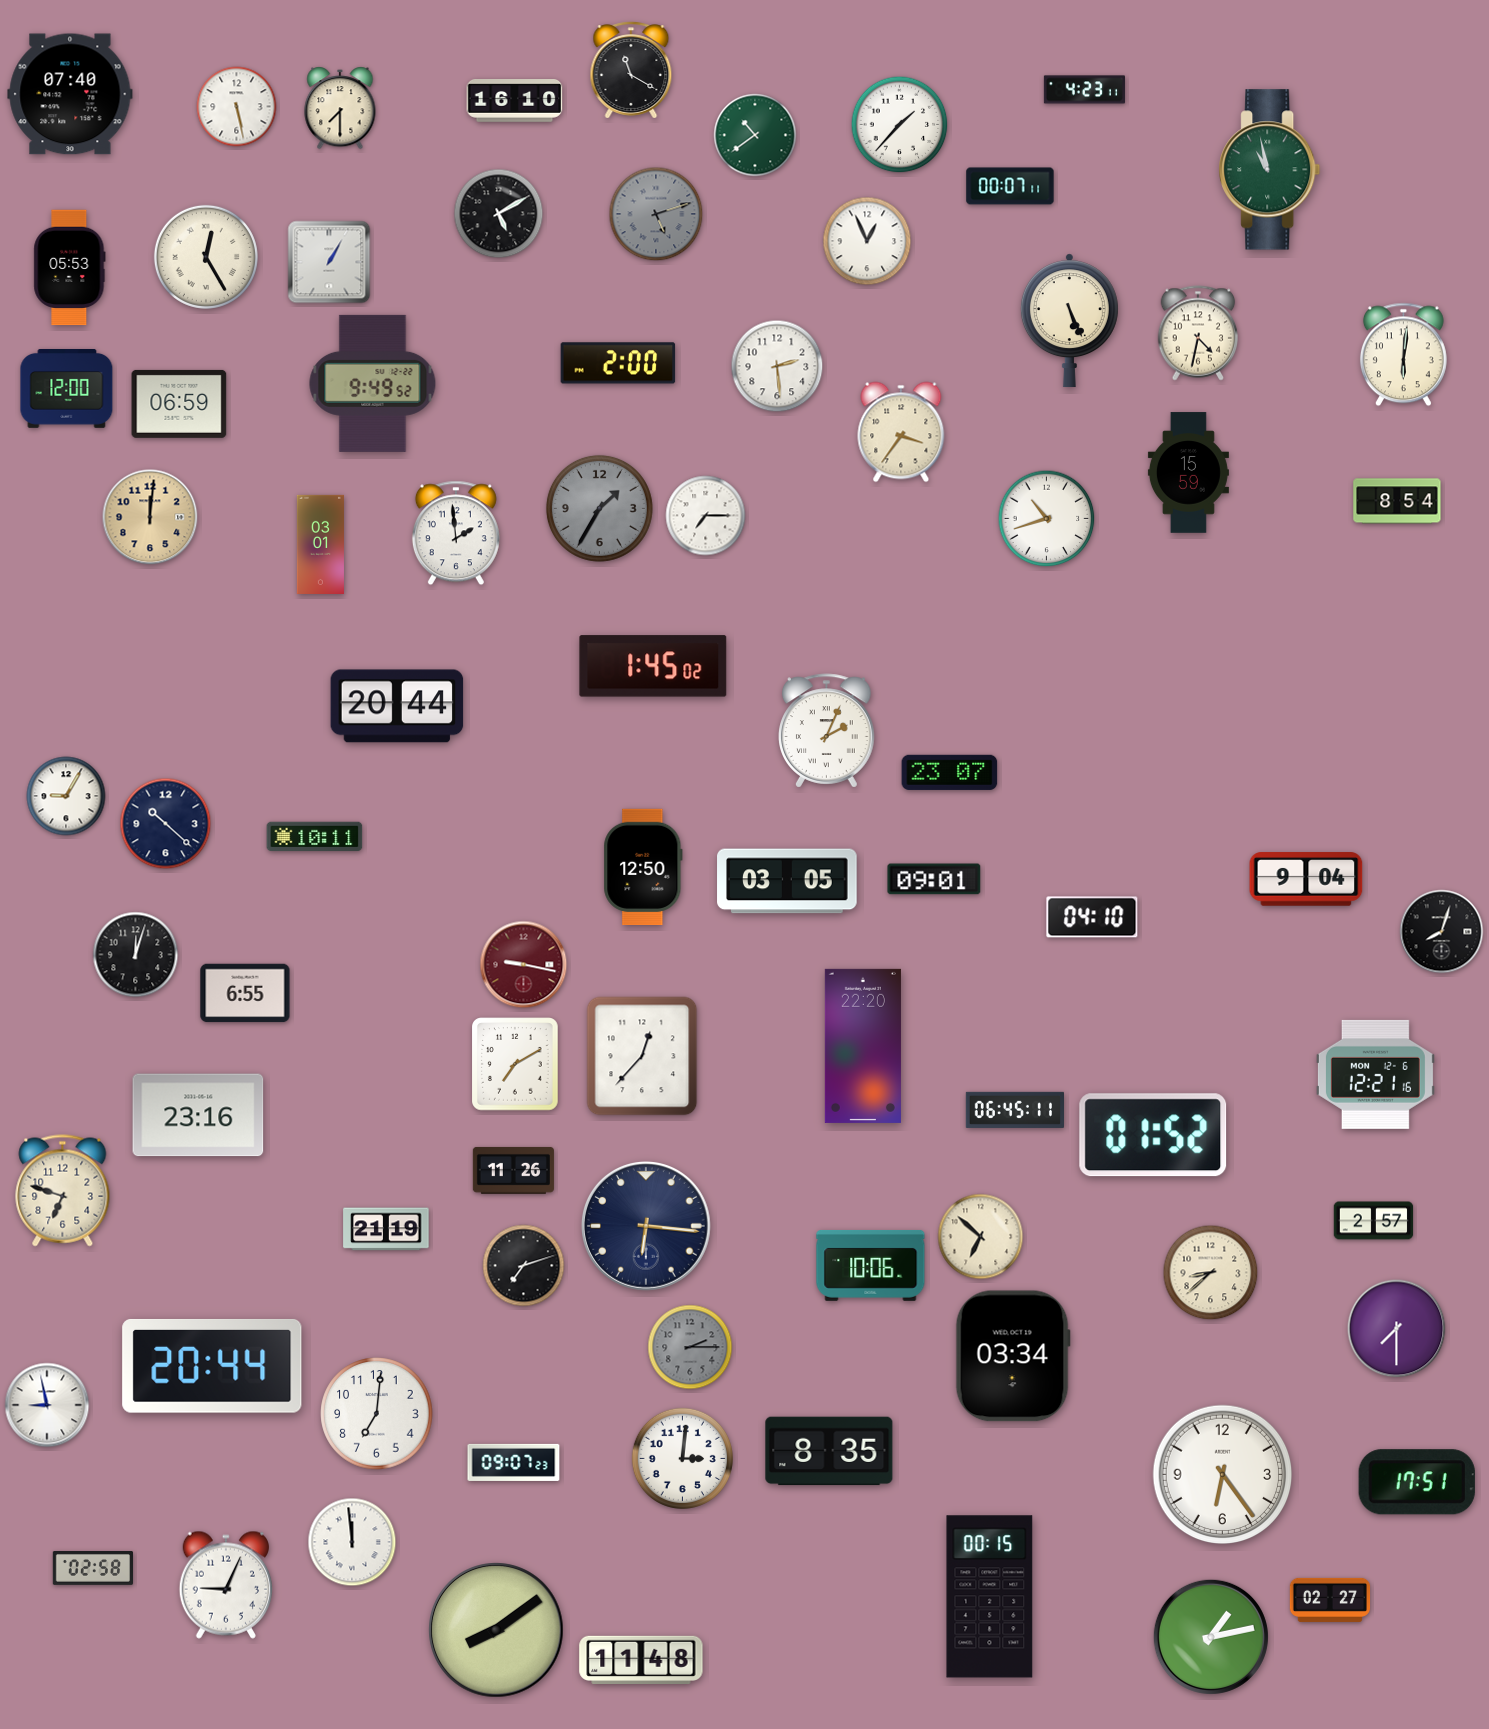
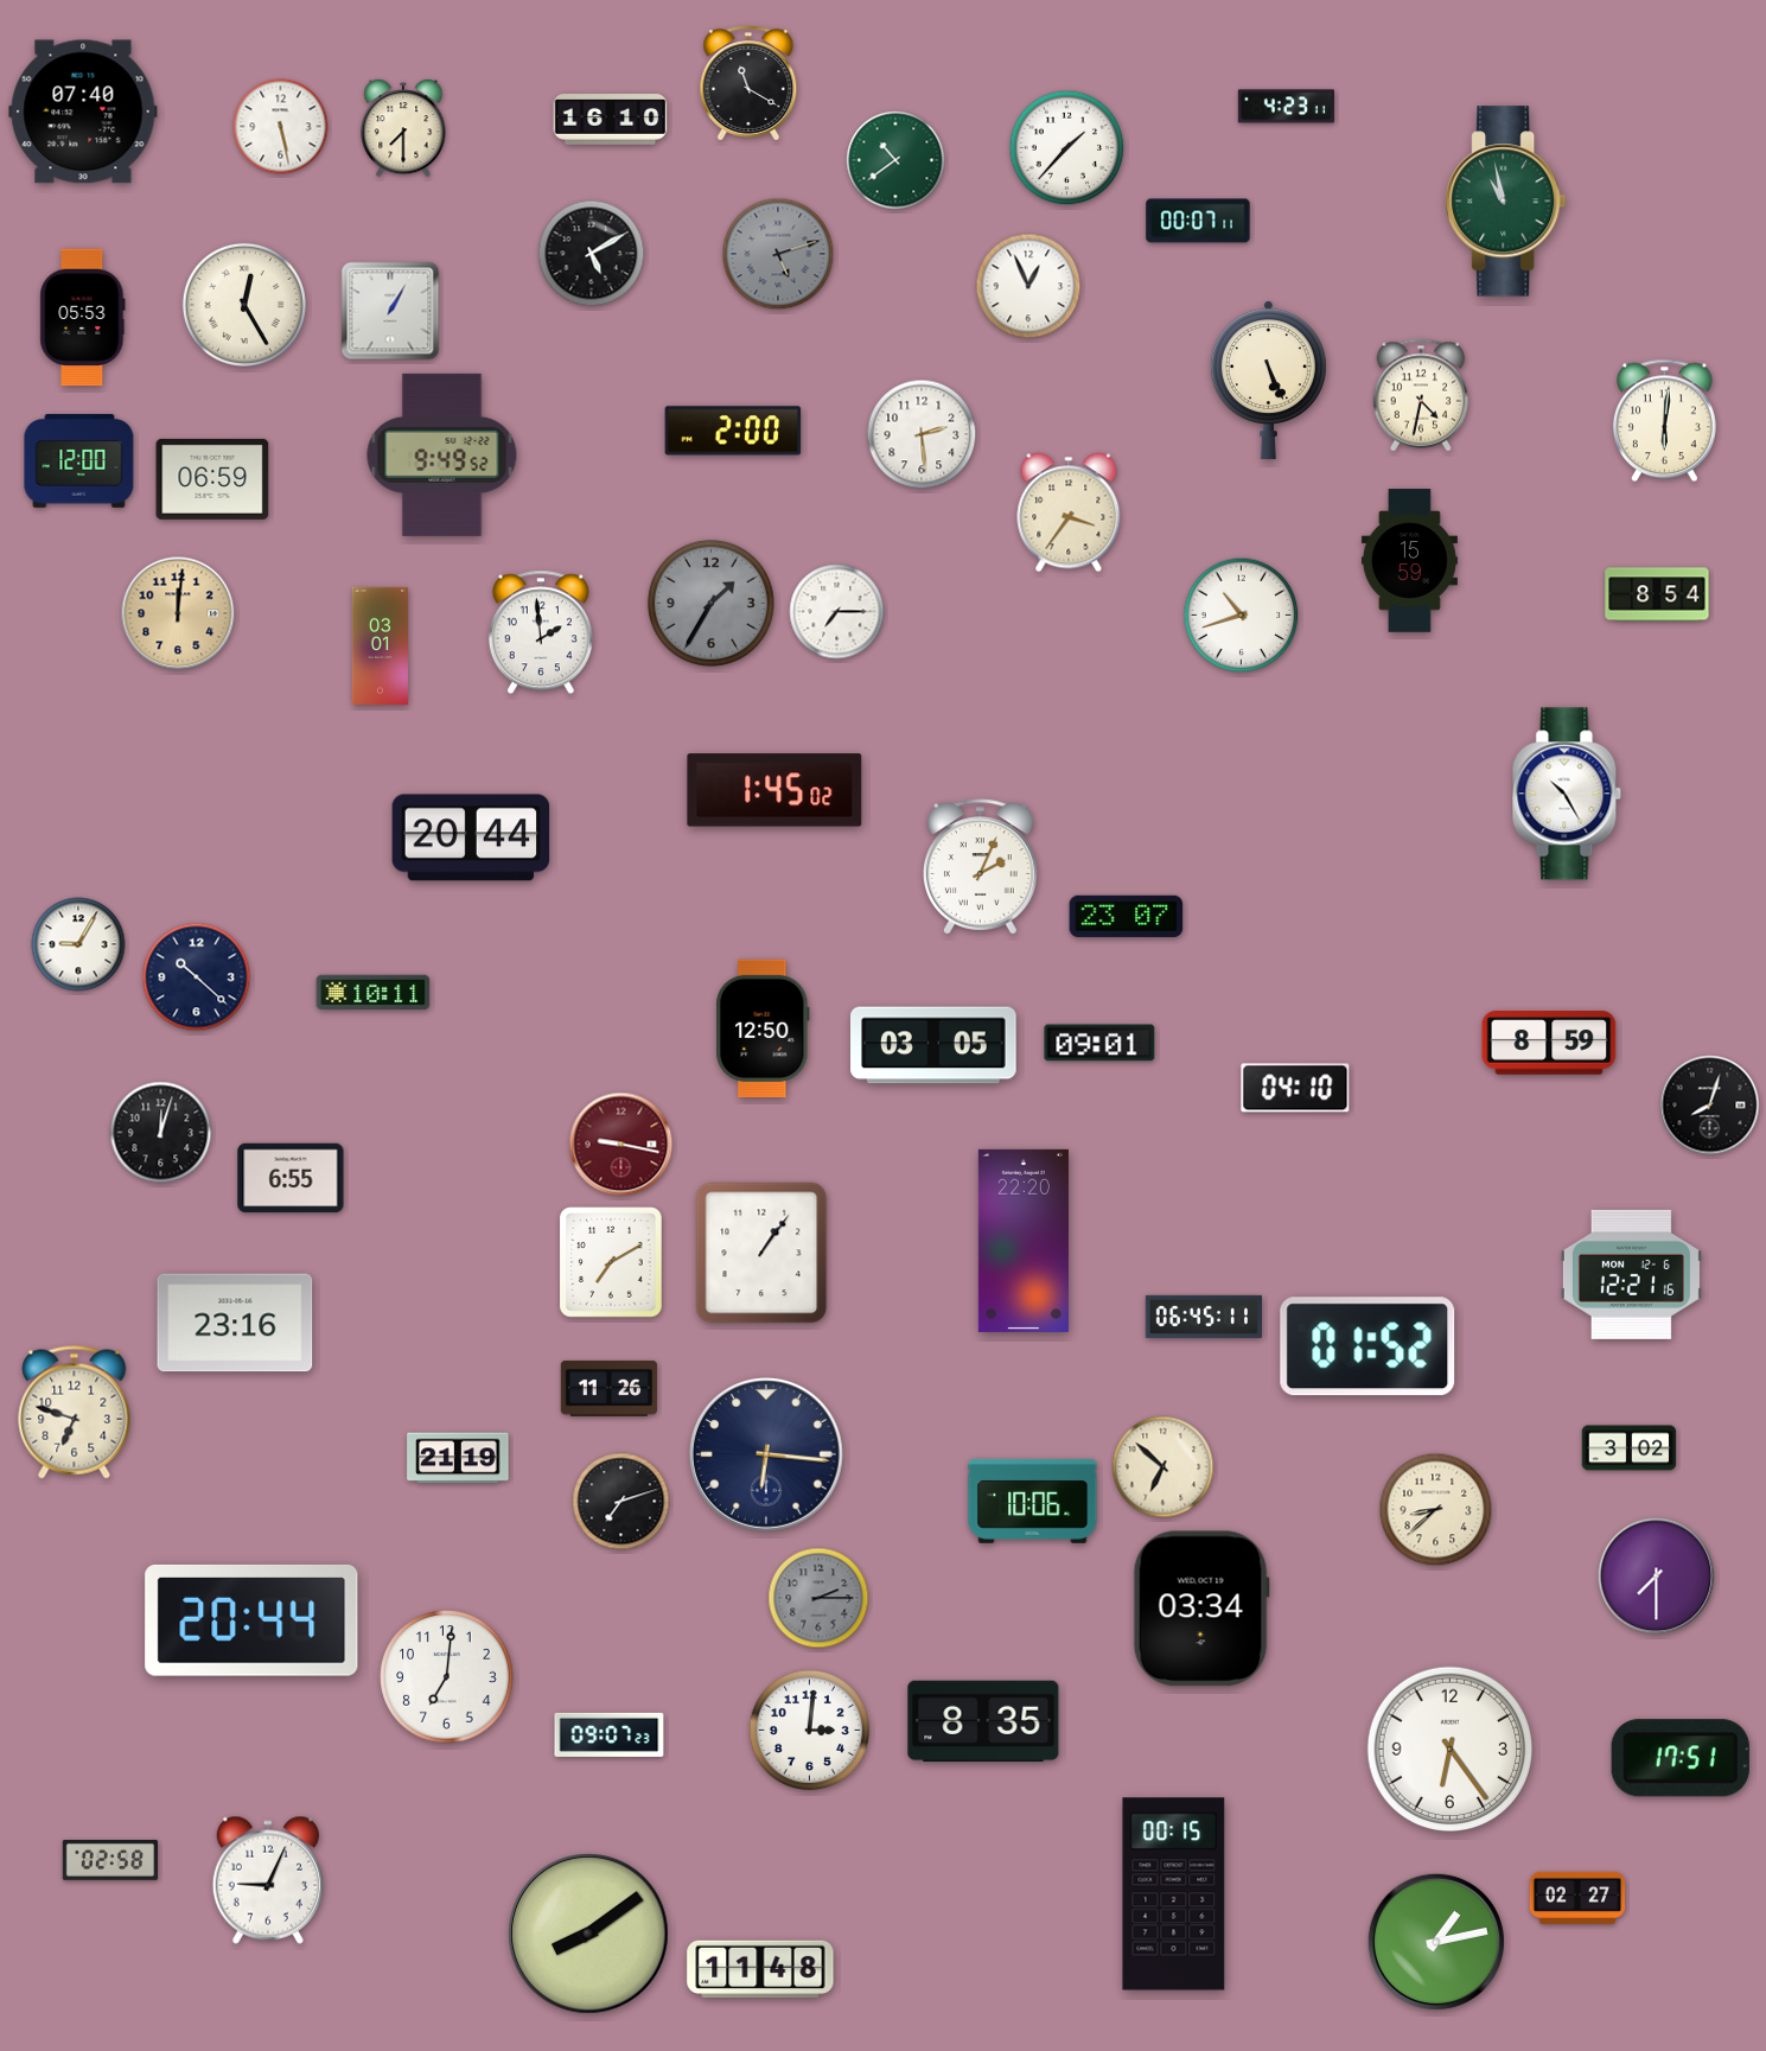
clock at (1567, 794): none -> 10:25
clock at (934, 879) position: (934, 879) -> (1099, 1043)
clock at (1306, 879): 9:04 -> 8:59
clock at (642, 1056): 12:37 -> 1:06
clock at (1374, 1221): 2:57 -> 3:02
clock at (47, 1405): 8:58 -> none
clock at (352, 1542): 11:59 -> none
